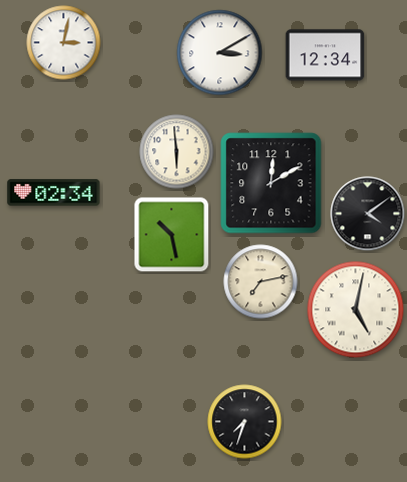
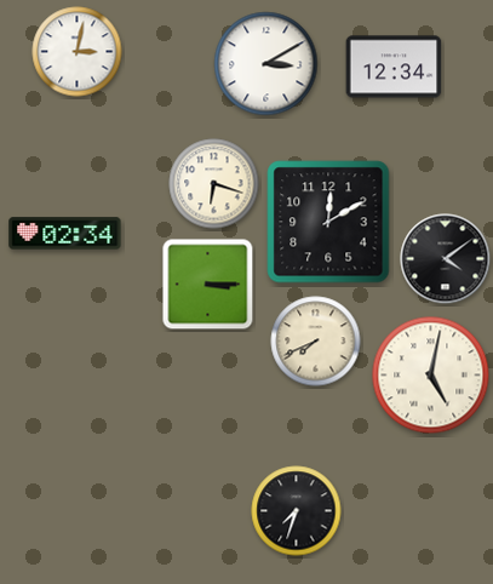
clock at (177, 152): 5:59 -> 6:18
clock at (172, 235): 10:28 -> 3:15
clock at (261, 282): 7:13 -> 7:41
